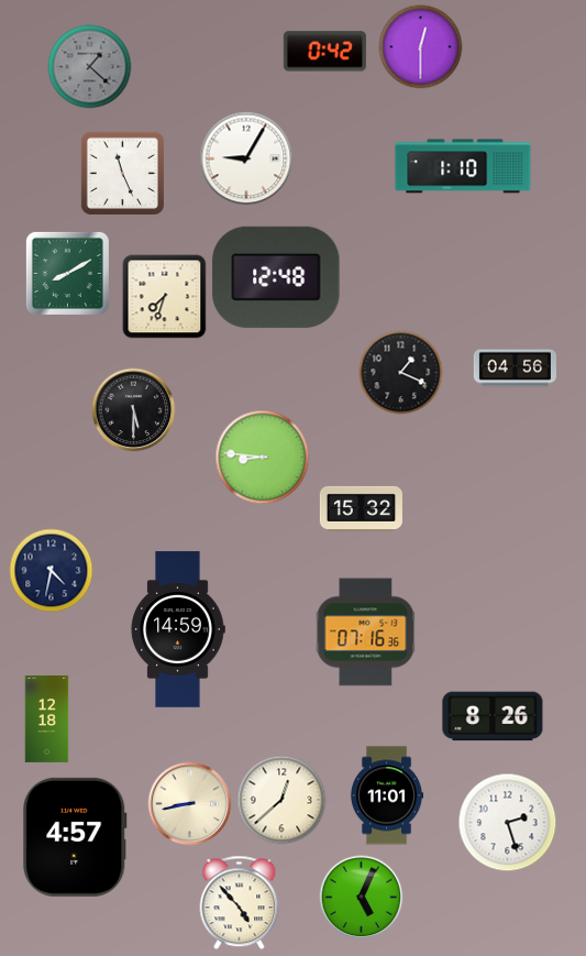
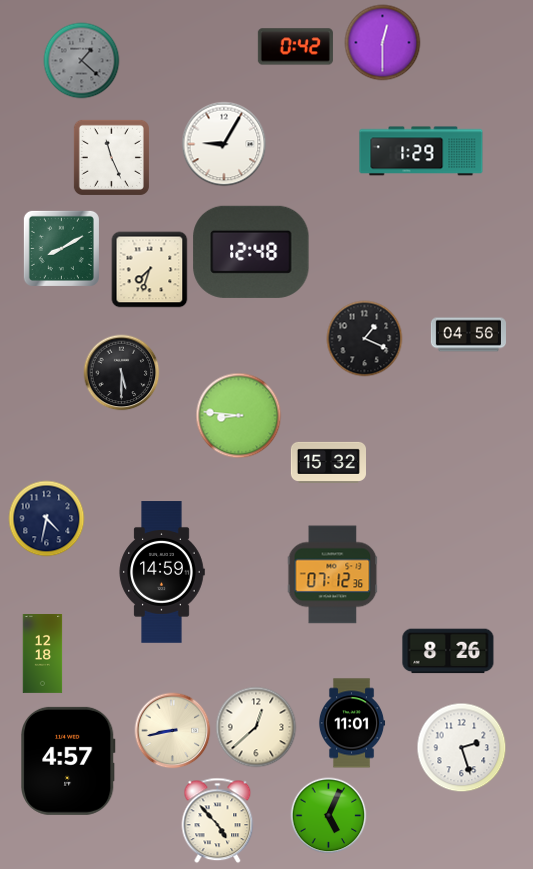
clock at (463, 166): 1:10 -> 1:29
clock at (366, 633): 07:16 -> 07:12
